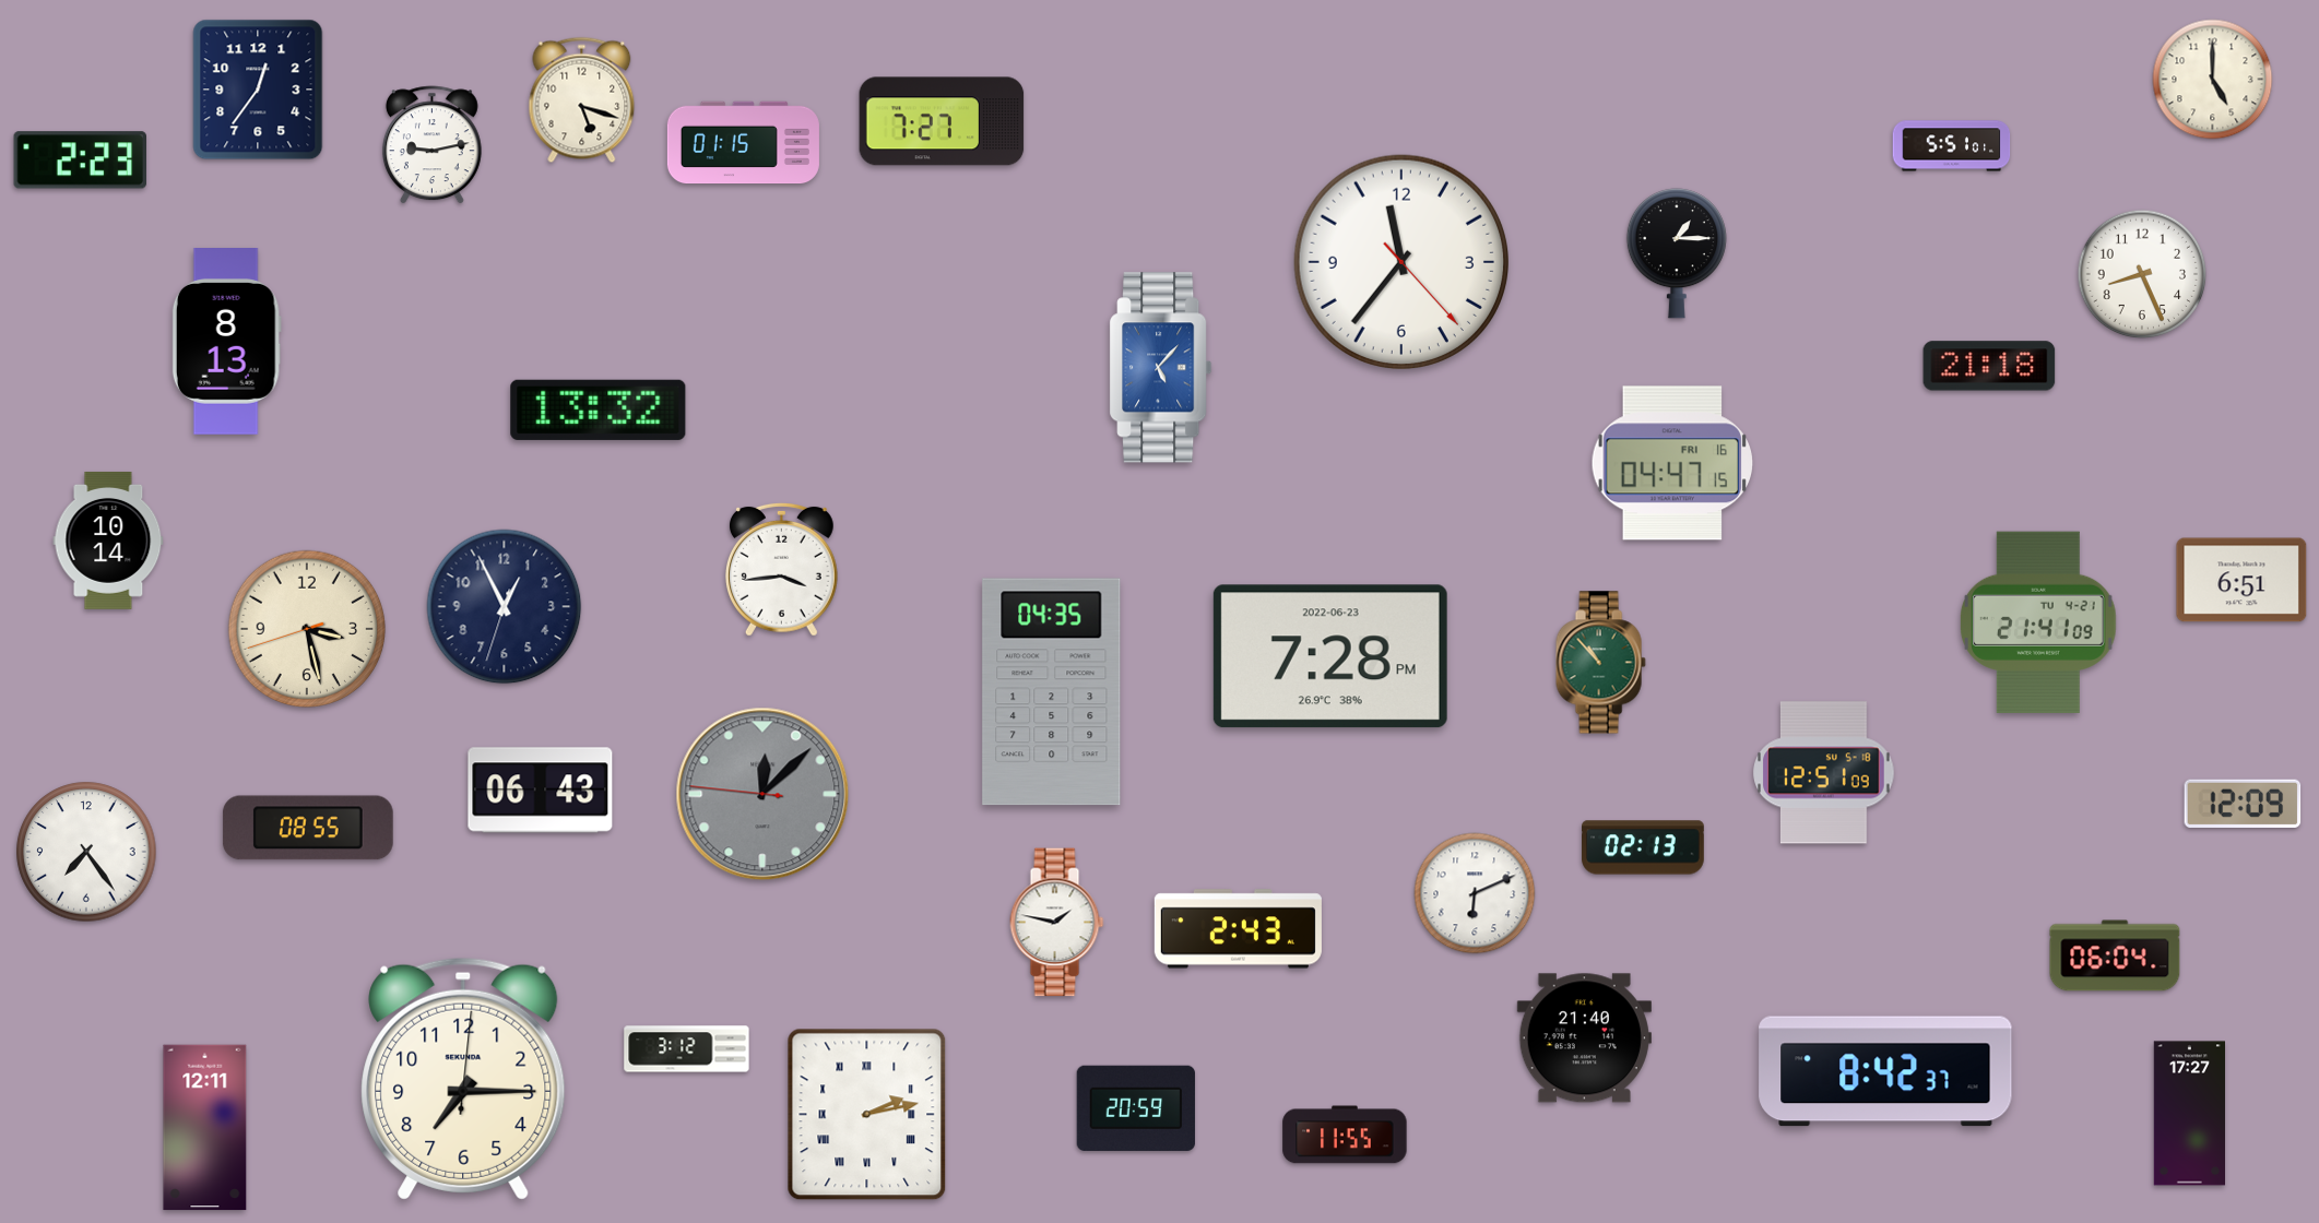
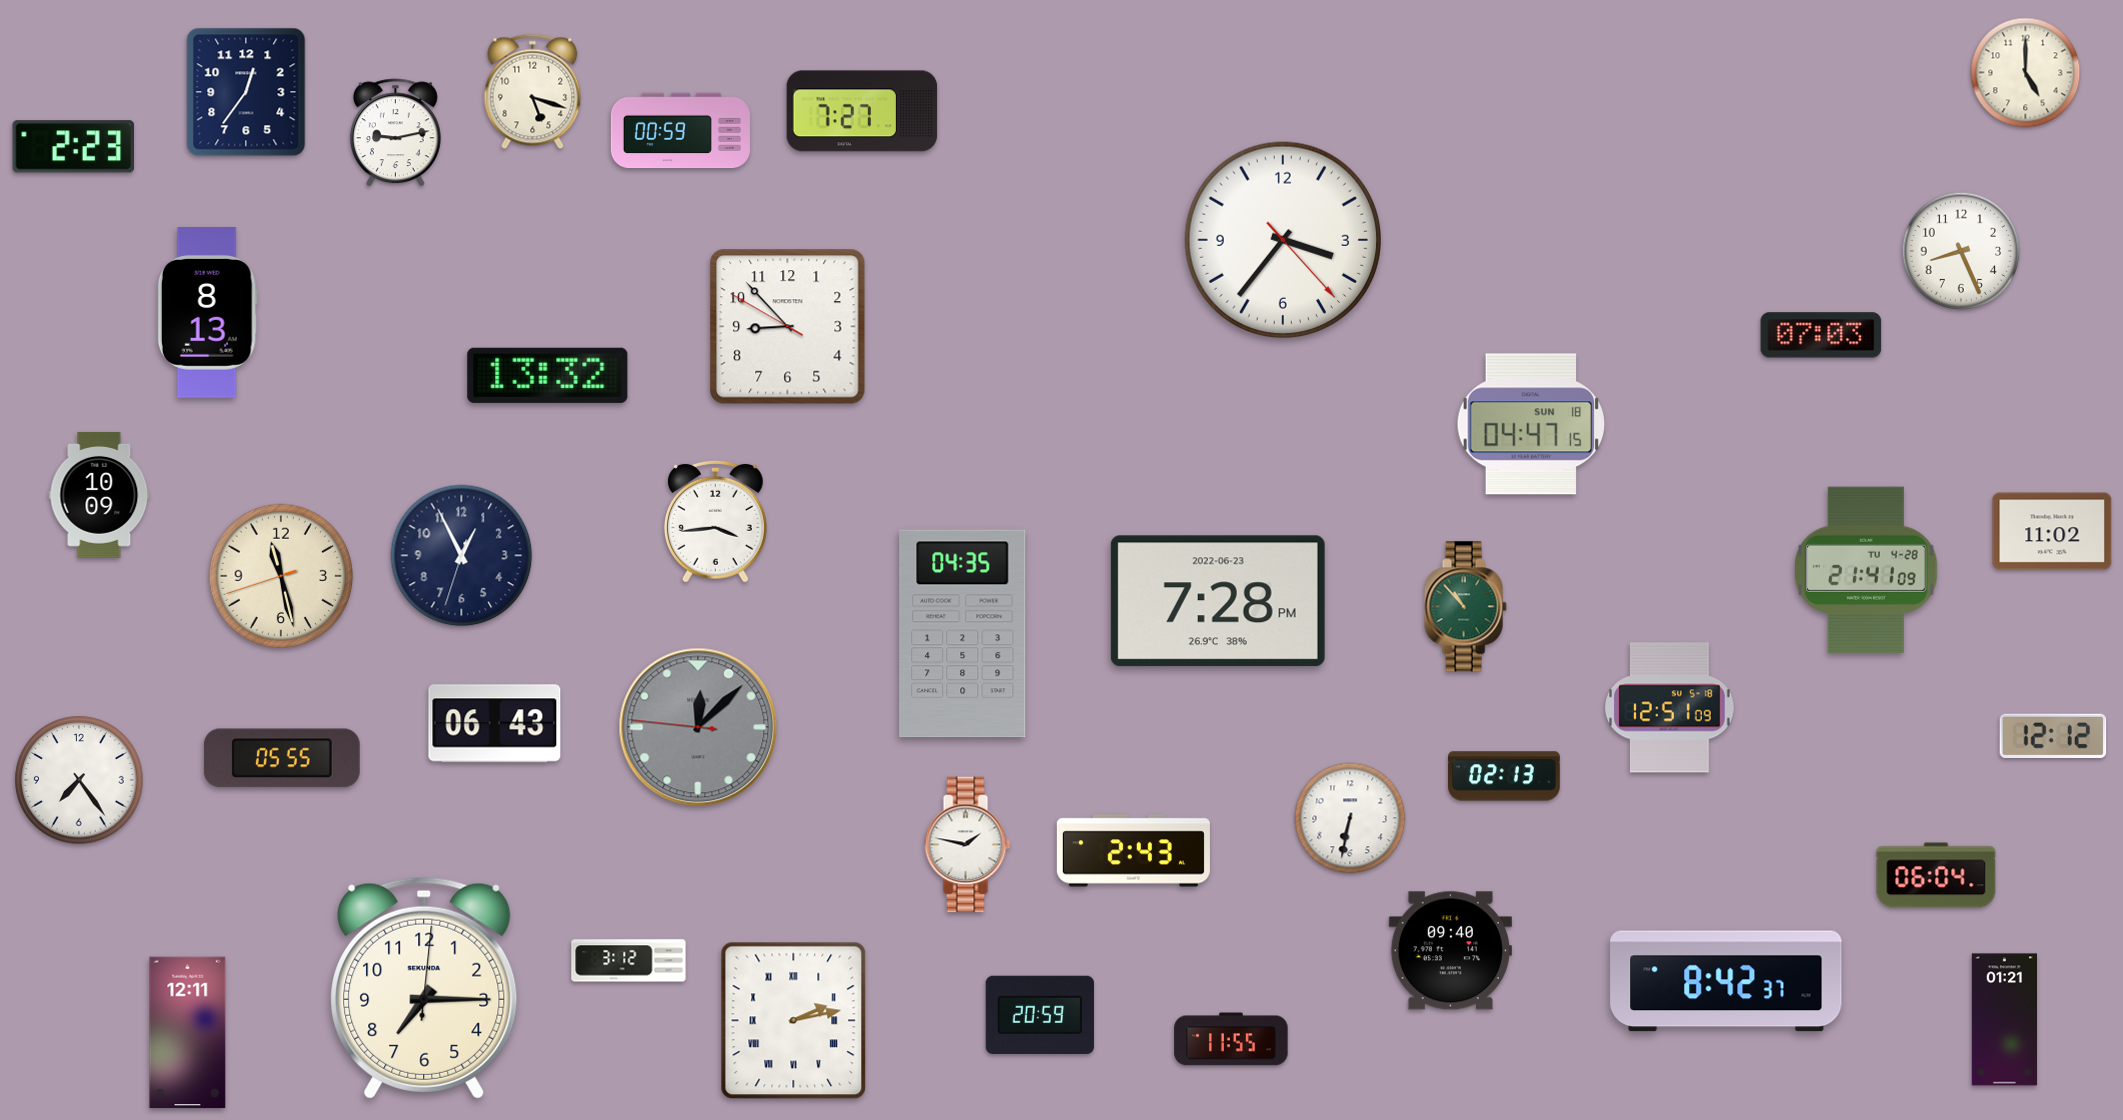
clock at (258, 90) position: (258, 90) -> (246, 92)
clock at (743, 143): 01:15 -> 00:59
clock at (1952, 146): 5:51 -> none
clock at (1677, 253): 1:15 -> none
clock at (1400, 261): 11:36 -> 3:36
clock at (788, 327): none -> 8:52
clock at (1989, 366): 21:18 -> 07:03
clock at (1161, 368): 5:07 -> none
clock at (1671, 463) date: FRI 16 -> SUN 18
clock at (108, 541): 10:14 -> 10:09
clock at (2241, 580): 6:51 -> 11:02
clock at (2039, 622) date: TU 4-21 -> TU 4-28
clock at (307, 629): 3:27 -> 11:27
clock at (2243, 803): 12:09 -> 12:12
clock at (308, 828): 08:55 -> 05:55
clock at (1475, 893): 6:11 -> 6:32
clock at (1584, 1038): 21:40 -> 09:40
clock at (2189, 1114): 17:27 -> 01:21
